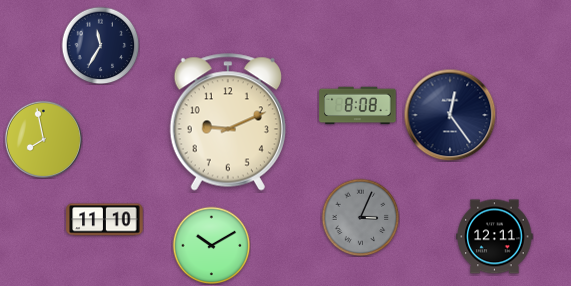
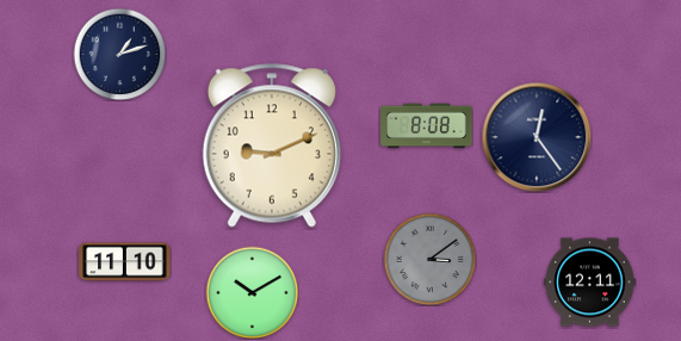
clock at (100, 45): 11:35 -> 1:12
clock at (43, 139): 7:58 -> none
clock at (360, 217): 3:04 -> 3:09
